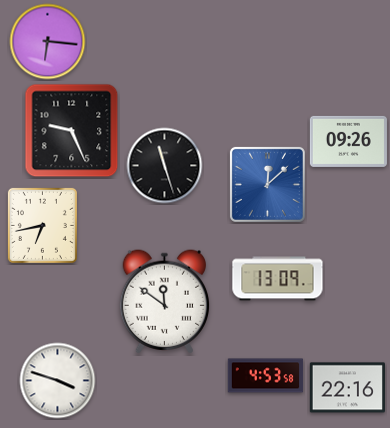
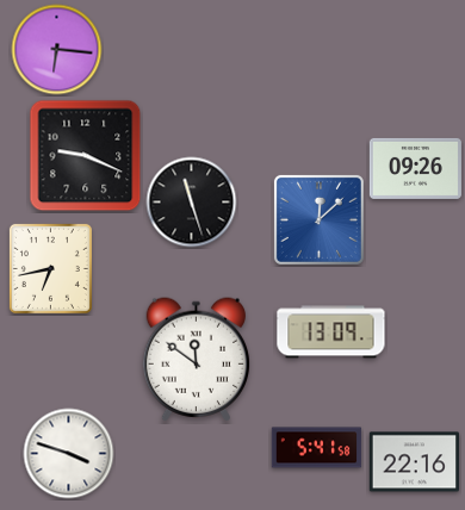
clock at (72, 131): 9:26 -> 9:19
clock at (165, 166) position: (165, 166) -> (192, 203)
clock at (266, 376): 4:53 -> 5:41
